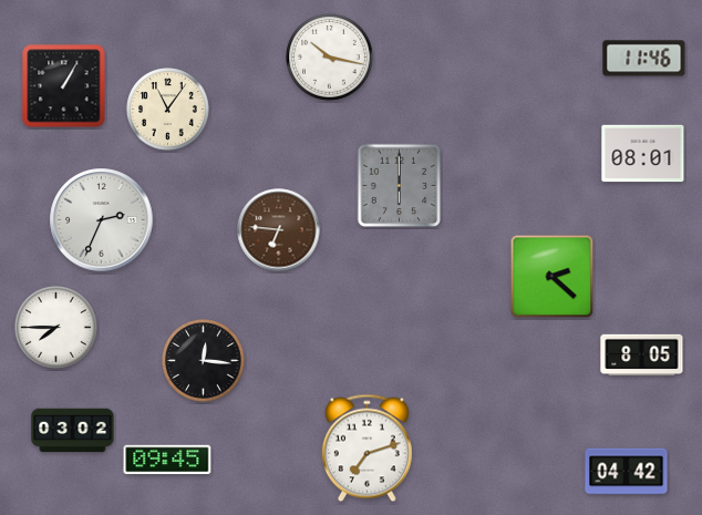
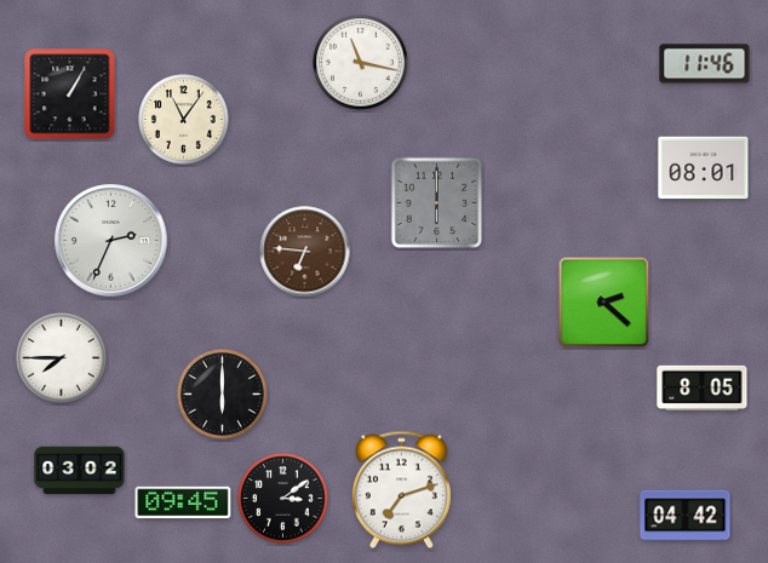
clock at (330, 58): 10:17 -> 11:17
clock at (204, 361): 12:16 -> 6:00
clock at (283, 499): none -> 3:09
